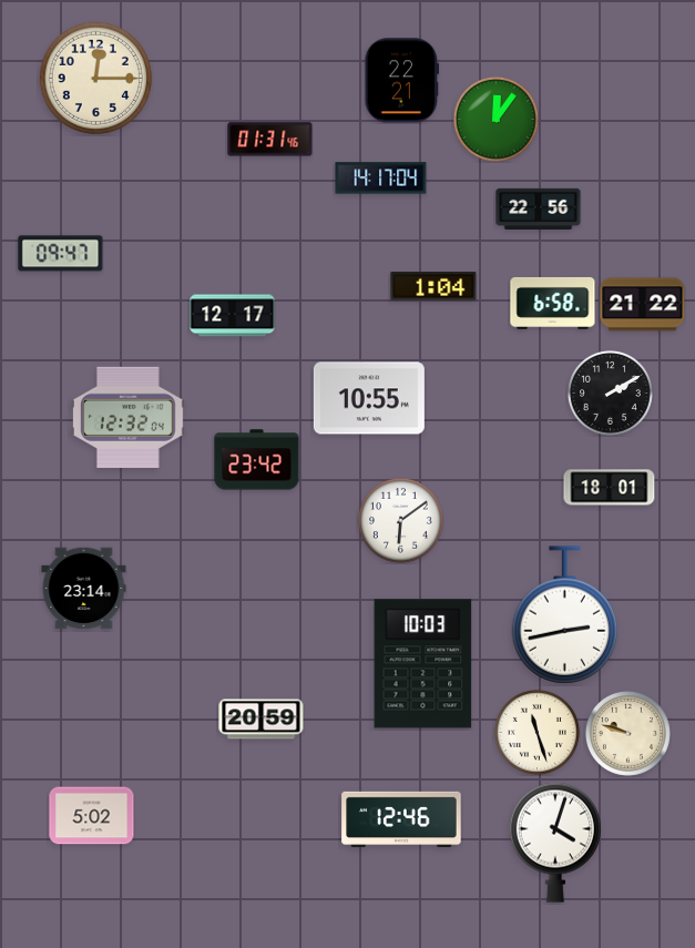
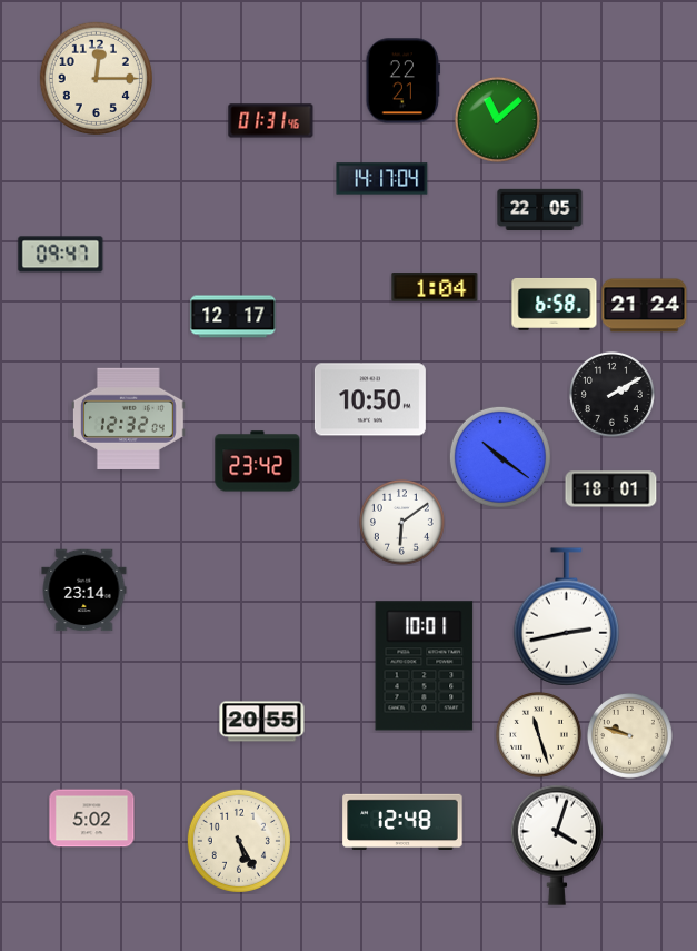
clock at (495, 119): 12:06 -> 11:08
clock at (270, 140) position: (270, 140) -> (271, 121)
clock at (539, 208): 22:56 -> 22:05
clock at (643, 305): 21:22 -> 21:24
clock at (369, 398): 10:55 -> 10:50
clock at (500, 457): none -> 10:21
clock at (423, 664): 10:03 -> 10:01
clock at (262, 720): 20:59 -> 20:55
clock at (401, 818): 12:46 -> 12:48
clock at (239, 841): none -> 5:25
